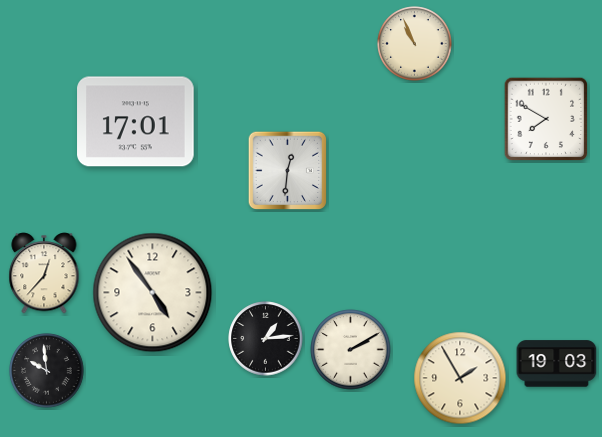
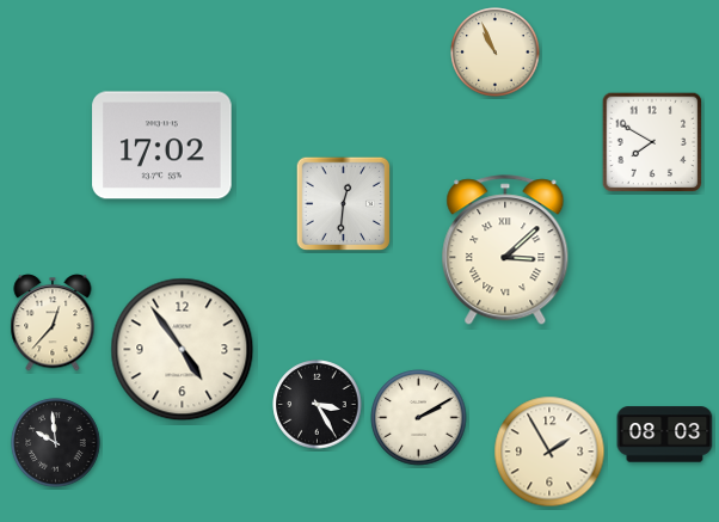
clock at (136, 122): 17:01 -> 17:02
clock at (505, 251): none -> 3:08
clock at (44, 273) position: (44, 273) -> (53, 323)
clock at (266, 339): 1:14 -> 3:25
clock at (557, 364): 19:03 -> 08:03
